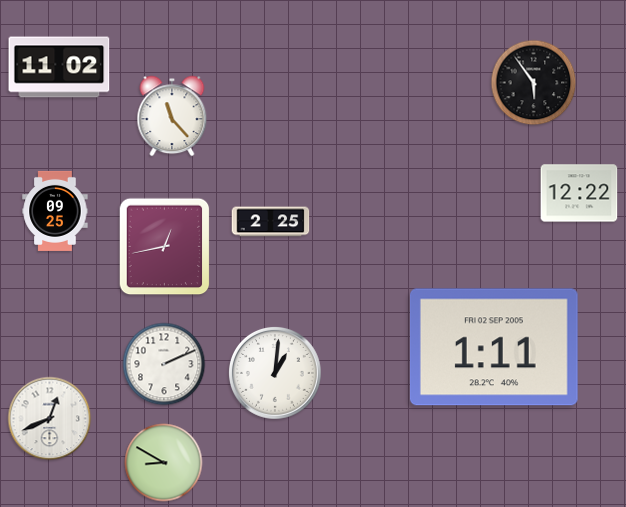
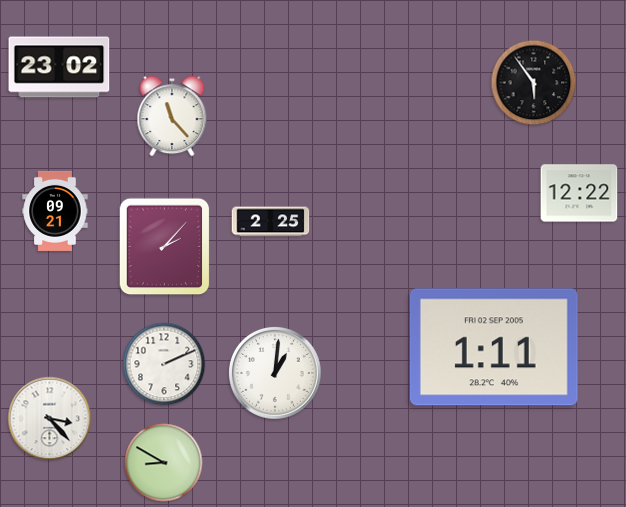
clock at (59, 67): 11:02 -> 23:02
clock at (55, 211): 09:25 -> 09:21
clock at (165, 247): 12:43 -> 2:07
clock at (50, 419): 12:41 -> 3:23
